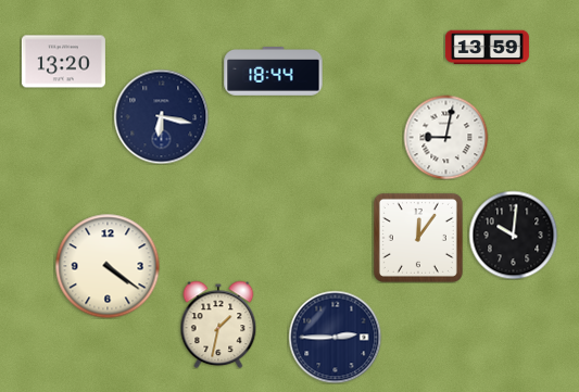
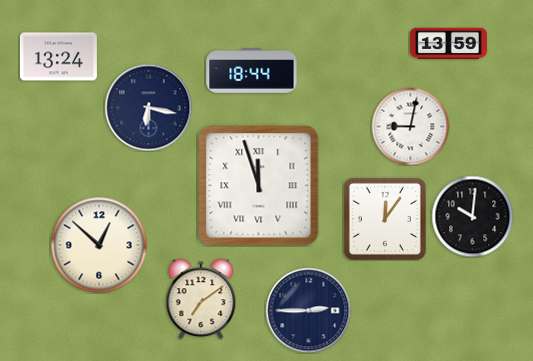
clock at (63, 62): 13:20 -> 13:24
clock at (274, 72) position: (274, 72) -> (252, 71)
clock at (259, 186): none -> 11:57
clock at (108, 266): 4:21 -> 12:52
clock at (218, 325): 1:32 -> 7:09
